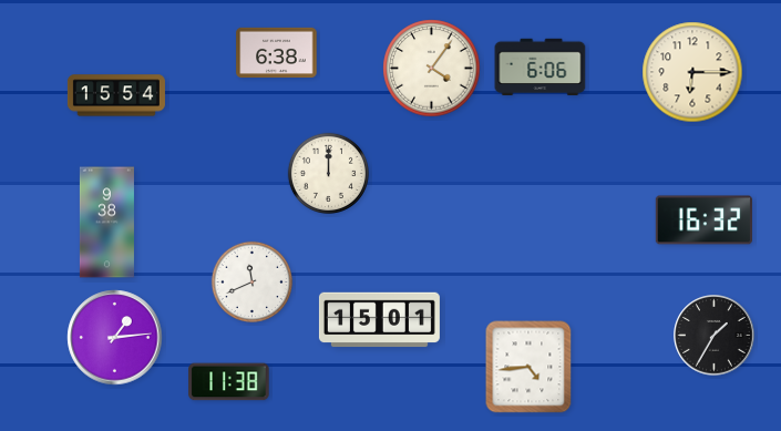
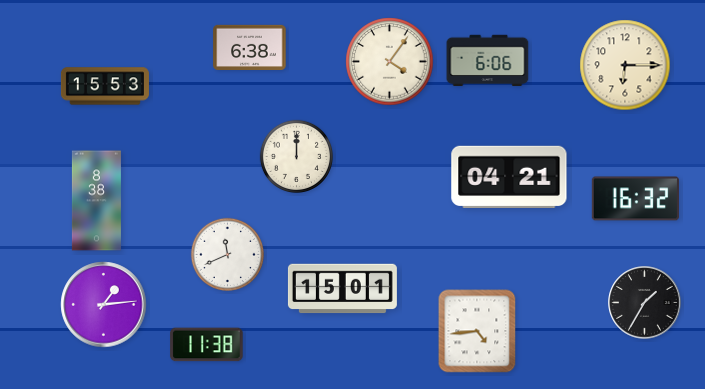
clock at (116, 95): 15:54 -> 15:53
clock at (509, 177): none -> 04:21
clock at (106, 223): 9:38 -> 8:38
